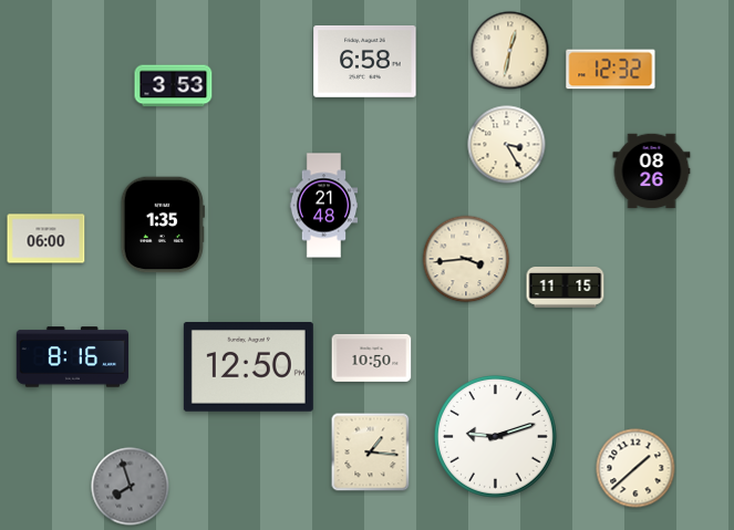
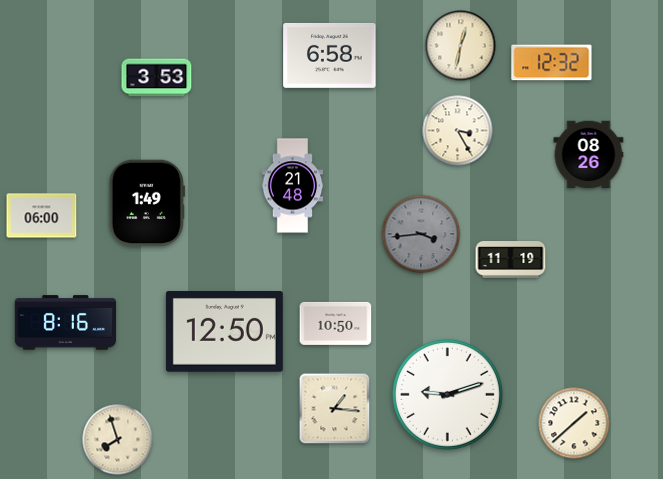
clock at (163, 225): 1:35 -> 1:49
clock at (466, 259) dial: cream -> grey
clock at (566, 288): 11:15 -> 11:19
clock at (131, 487) dial: grey -> cream
